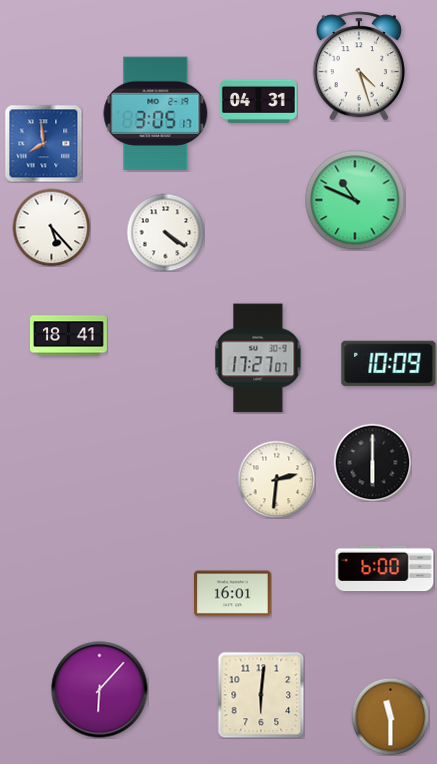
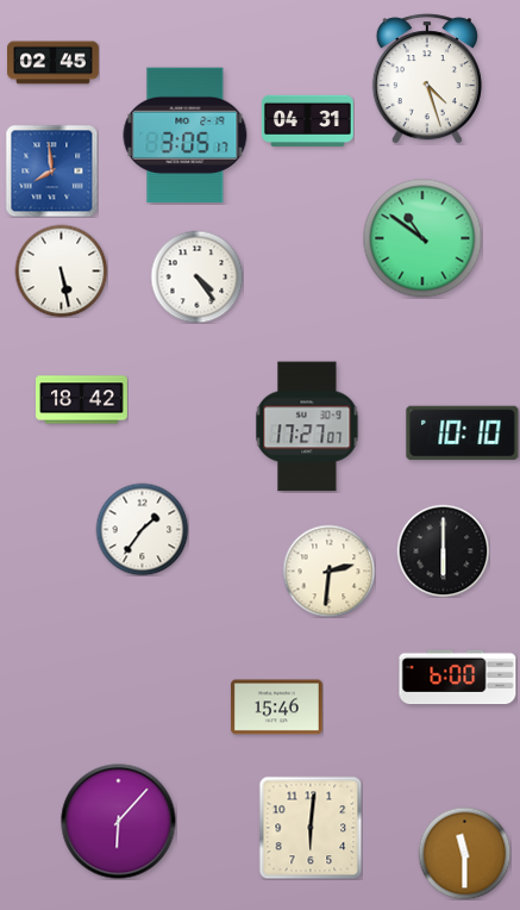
clock at (54, 63): none -> 02:45
clock at (355, 200): 10:49 -> 10:51
clock at (51, 227): 5:23 -> 5:28
clock at (165, 232): 4:21 -> 4:24
clock at (69, 336): 18:41 -> 18:42
clock at (389, 364): 10:09 -> 10:10
clock at (142, 529): none -> 1:36
clock at (232, 594): 16:01 -> 15:46
